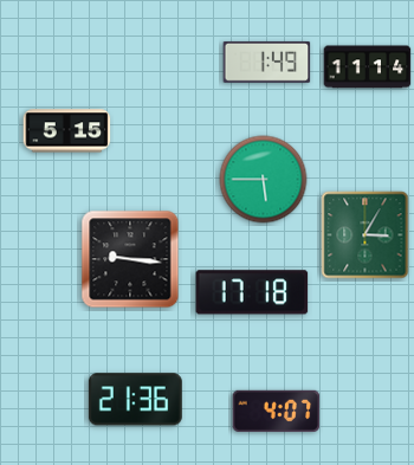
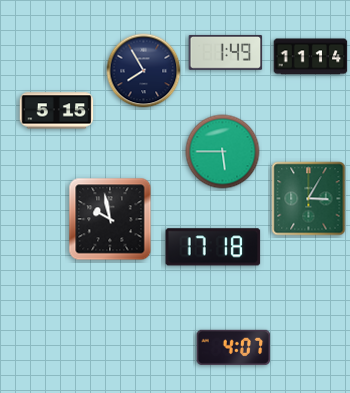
clock at (144, 71): none -> 7:55
clock at (130, 259): 9:16 -> 9:58
clock at (135, 400): 21:36 -> none
